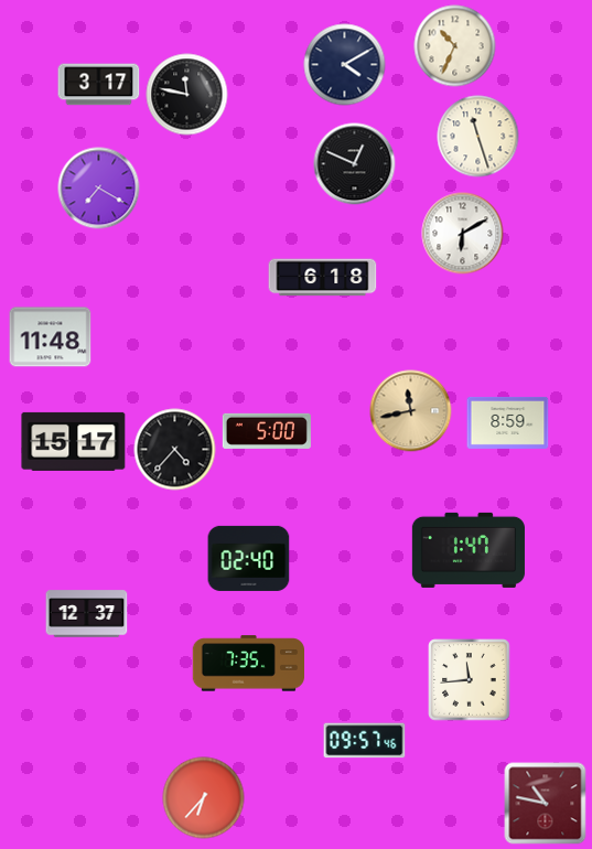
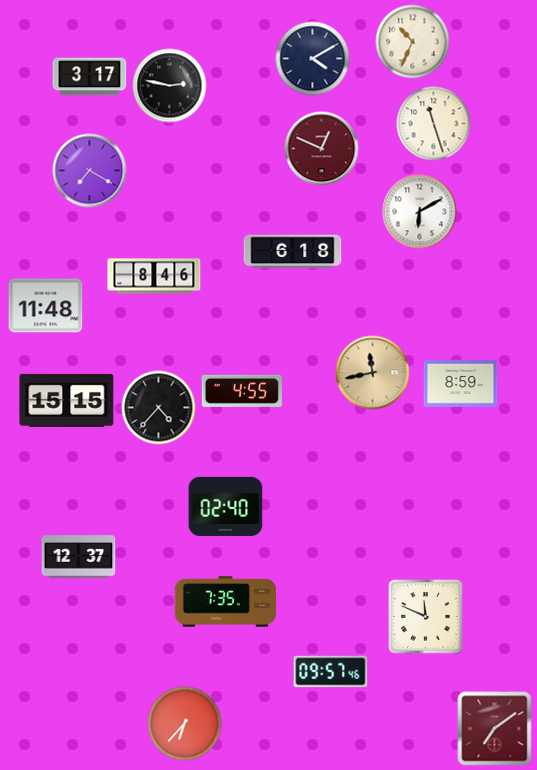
clock at (187, 95): 11:47 -> 2:47
clock at (355, 164) dial: black -> burgundy
clock at (154, 276): none -> 8:46
clock at (267, 431): 5:00 -> 4:55
clock at (74, 441): 15:17 -> 15:15
clock at (469, 550): 1:47 -> none
clock at (470, 680): 11:44 -> 11:49
clock at (546, 804): 10:47 -> 7:09
